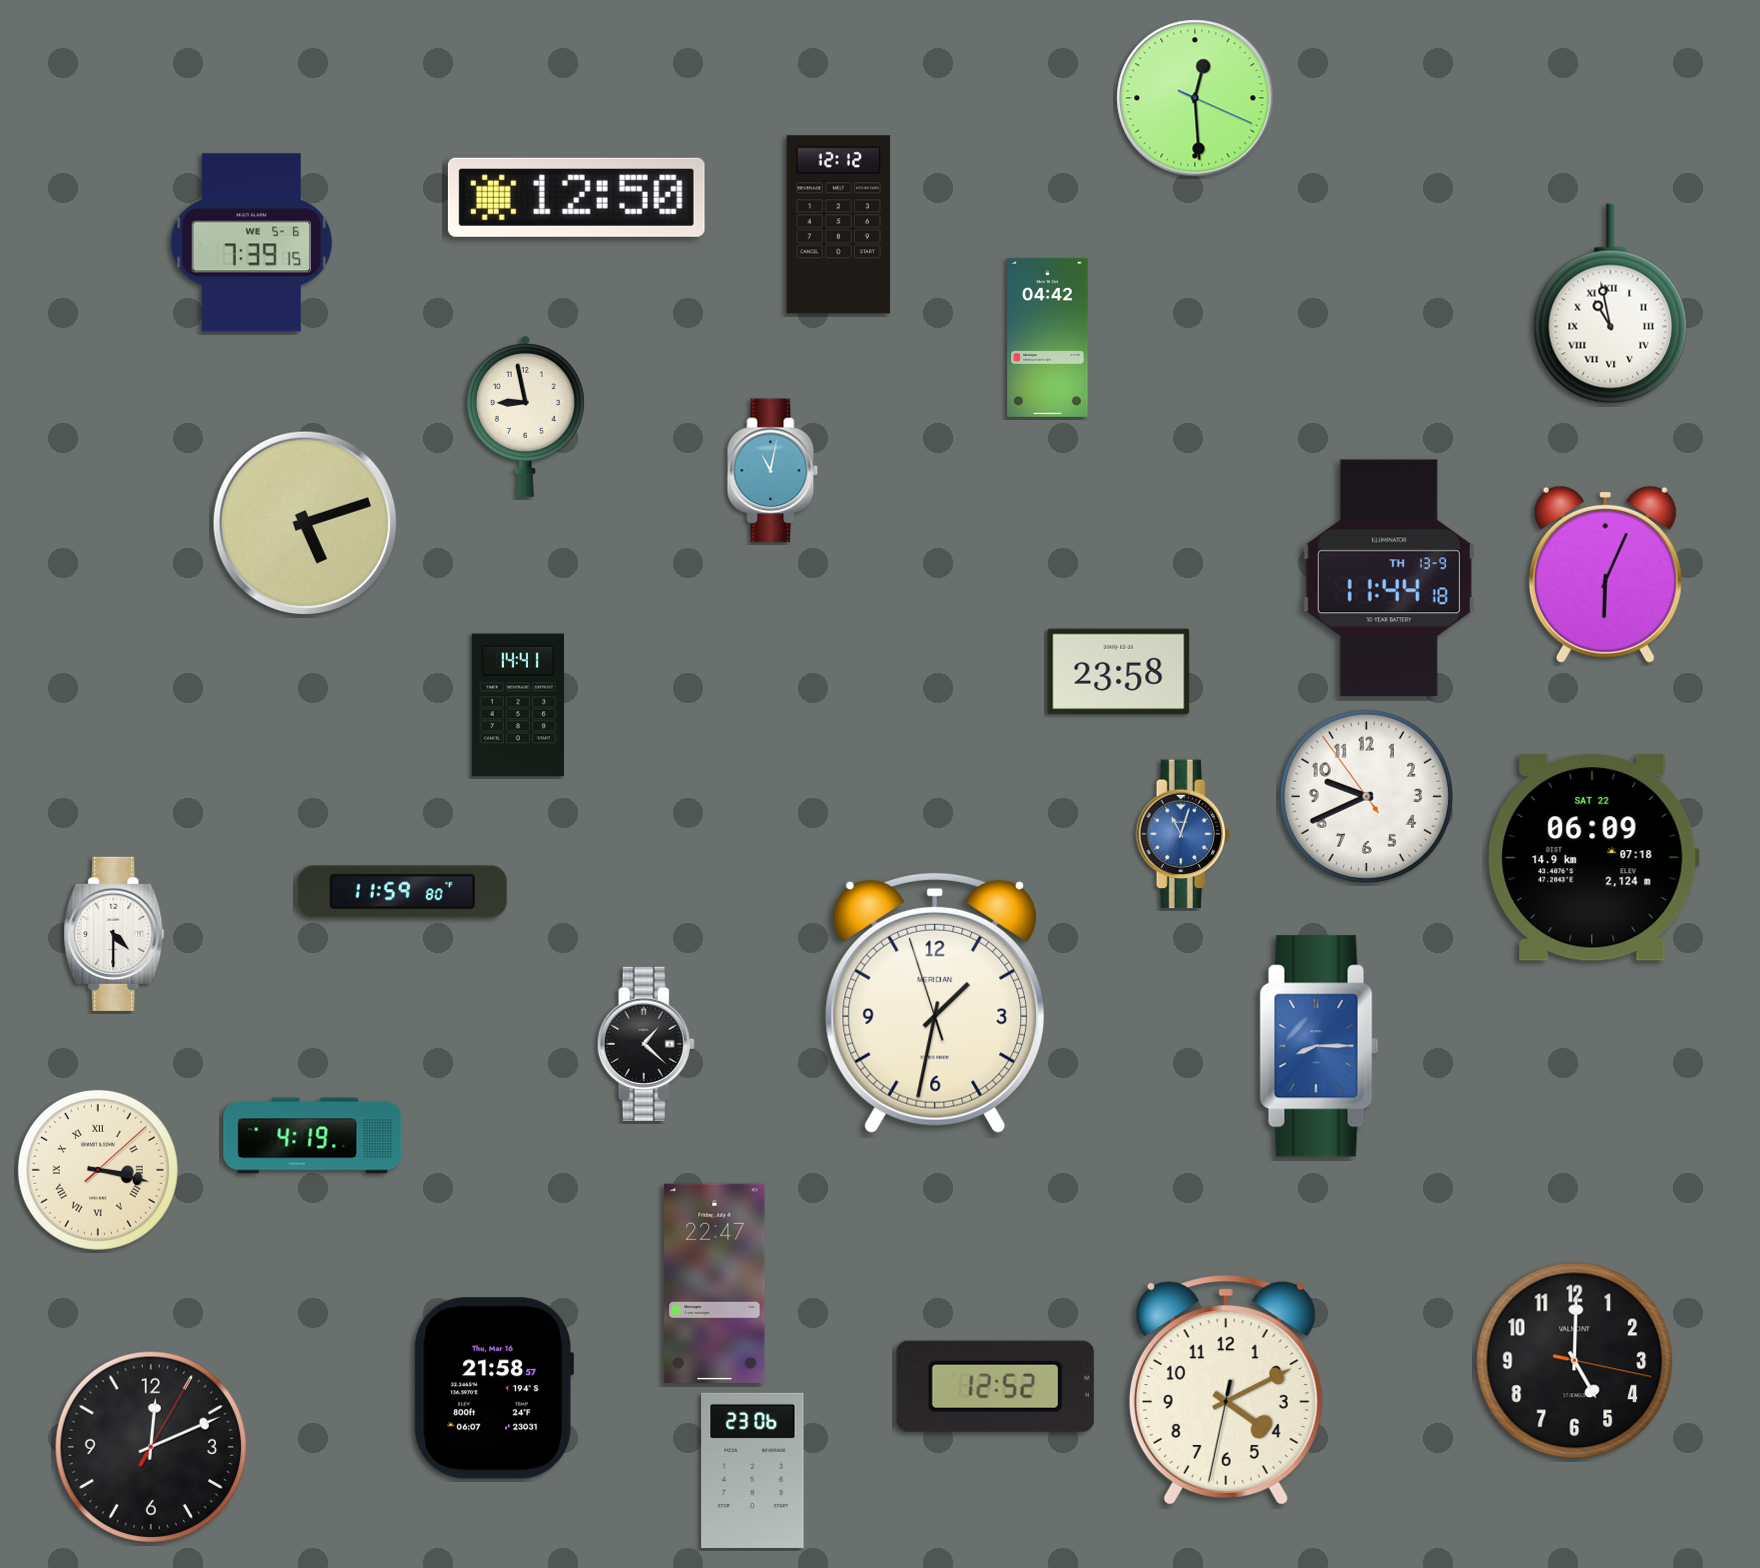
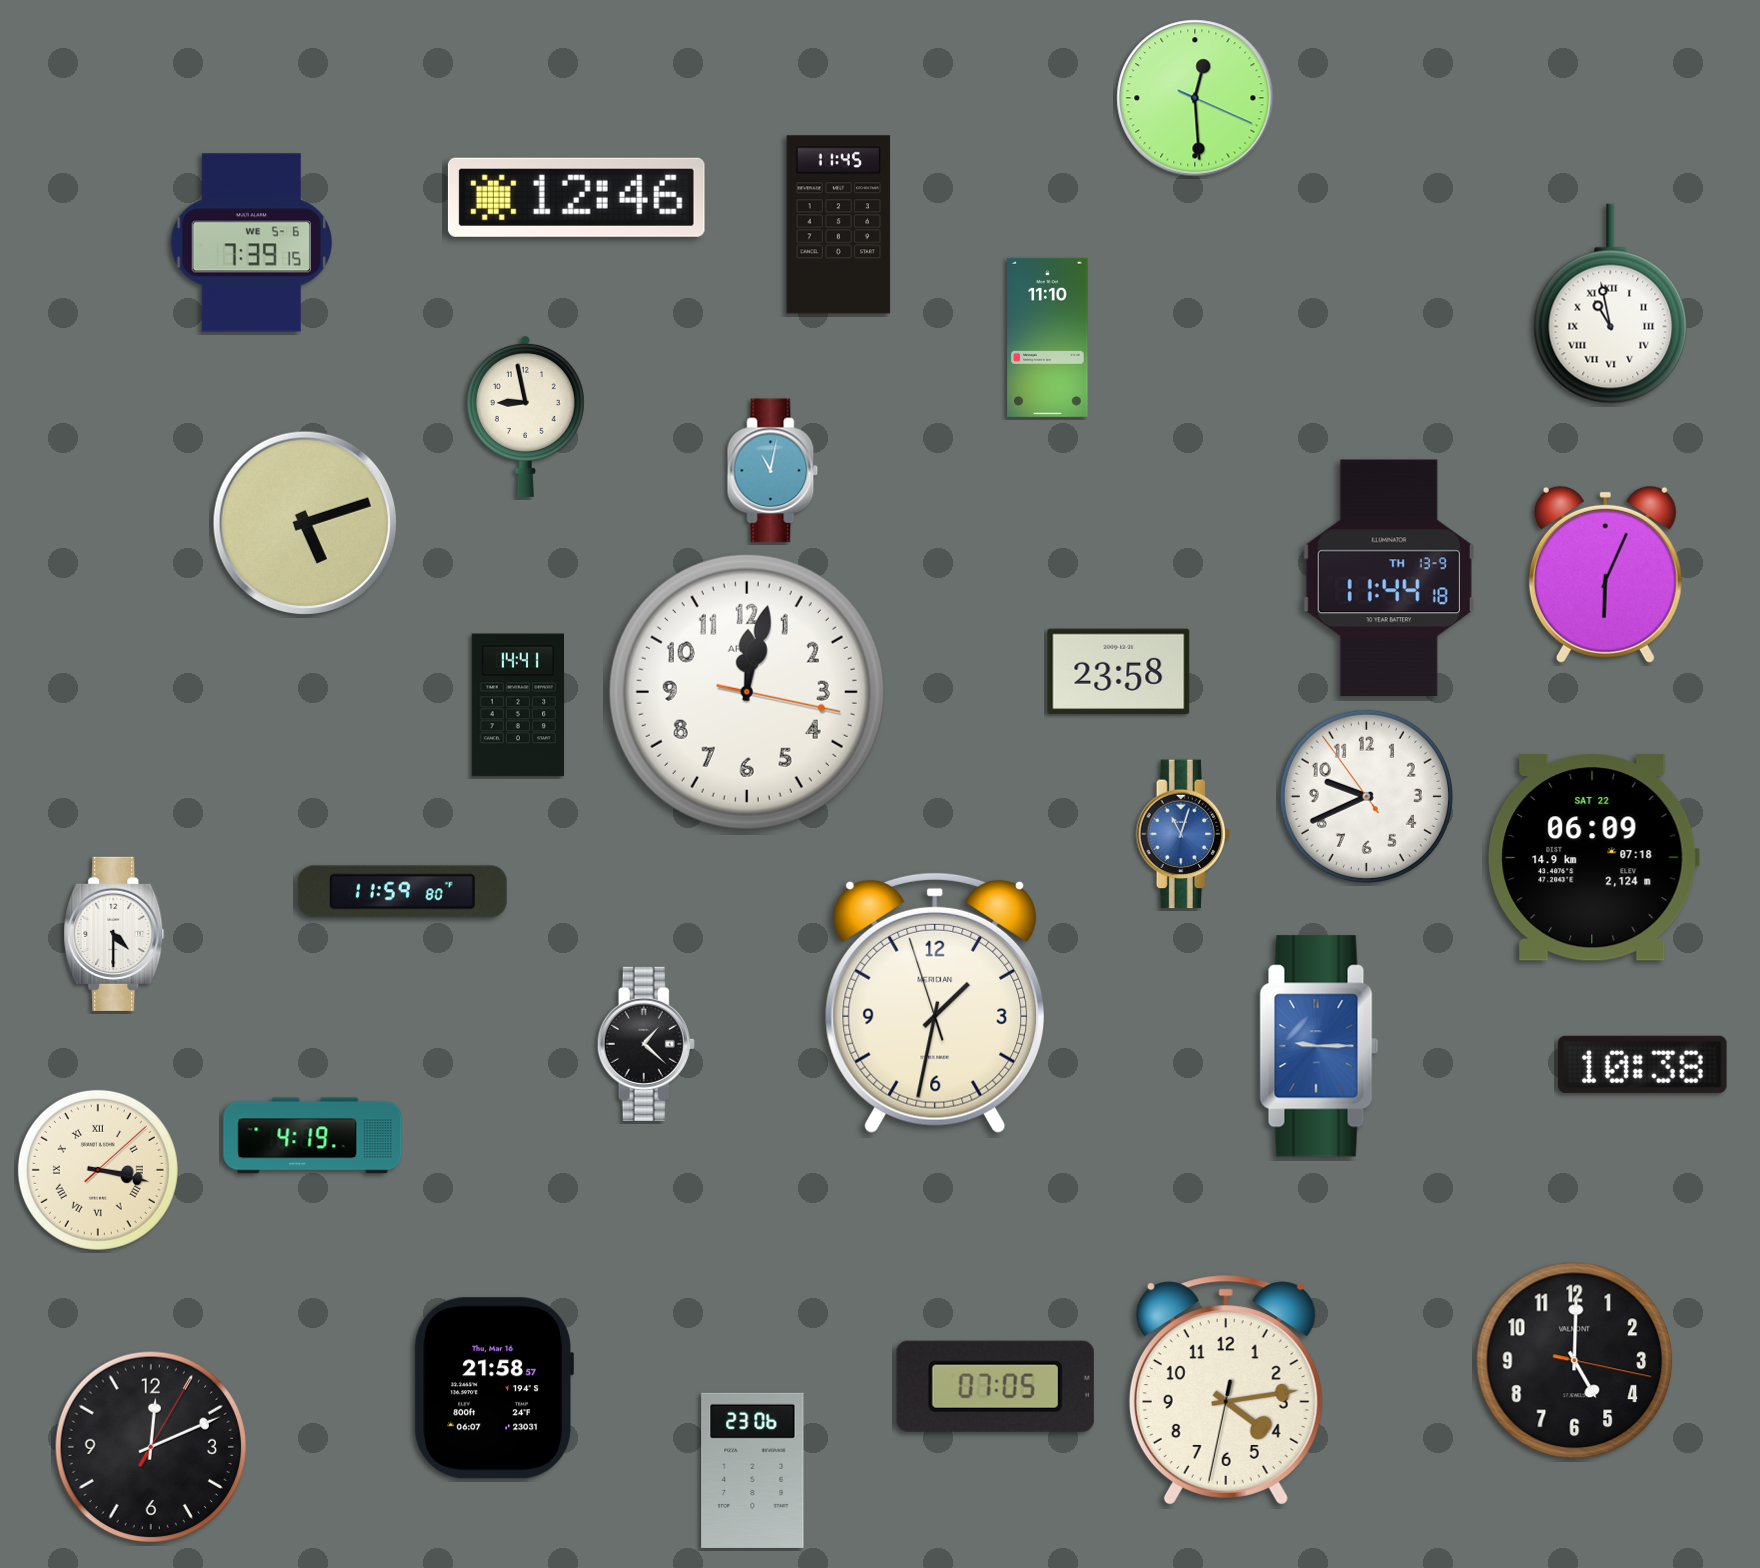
clock at (576, 197): 12:50 -> 12:46
clock at (839, 225): 12:12 -> 11:45
clock at (1048, 337): 04:42 -> 11:10
clock at (747, 692): none -> 12:02
clock at (1319, 1046): 8:15 -> 9:15
clock at (1643, 1064): none -> 10:38
clock at (715, 1283): 22:47 -> none
clock at (995, 1386): 12:52 -> 07:05
clock at (1226, 1390): 4:10 -> 4:13
